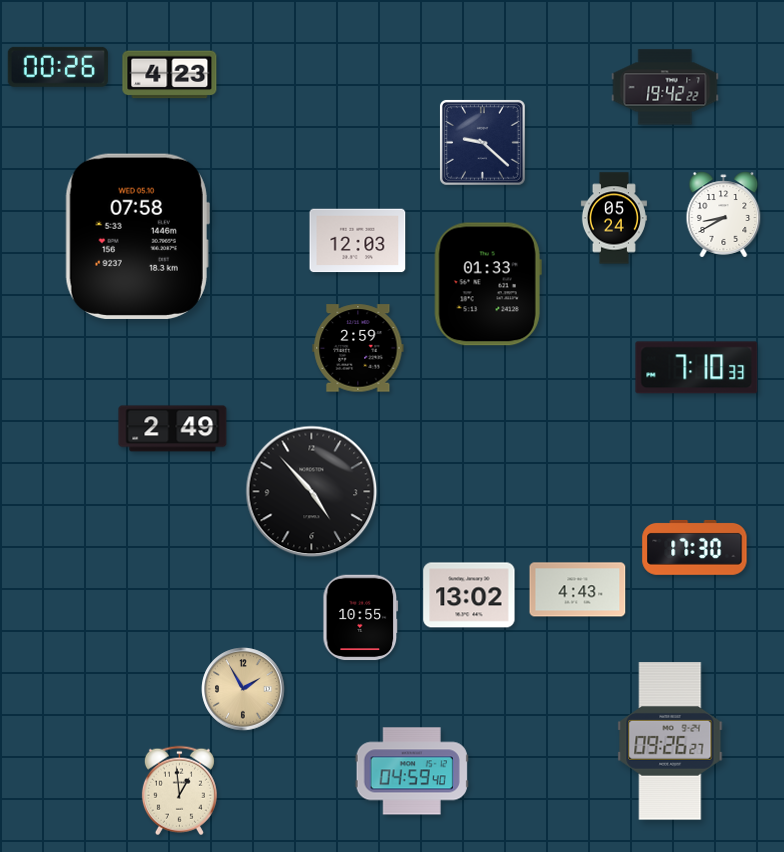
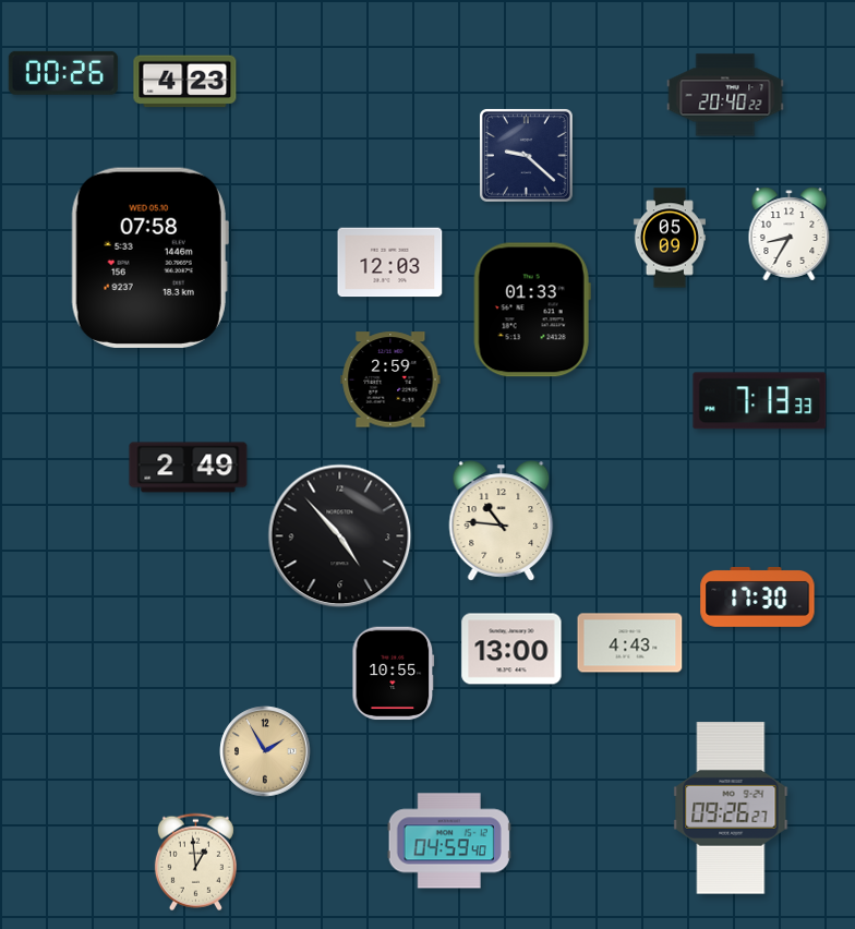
clock at (665, 87): 19:42 -> 20:40
clock at (724, 215): 8:40 -> 8:35
clock at (614, 218): 05:24 -> 05:09
clock at (697, 368): 7:10 -> 7:13
clock at (502, 521): none -> 10:46
clock at (469, 595): 13:02 -> 13:00
